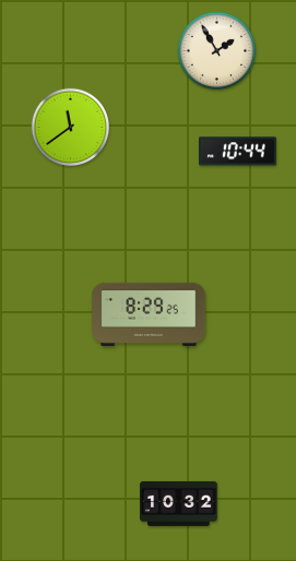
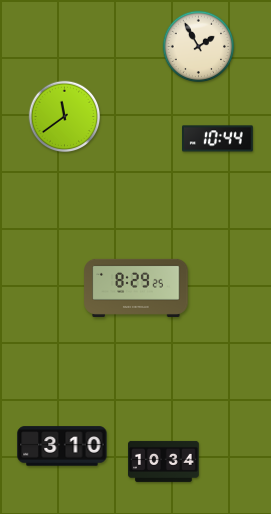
clock at (62, 446): none -> 3:10
clock at (179, 503): 10:32 -> 10:34
